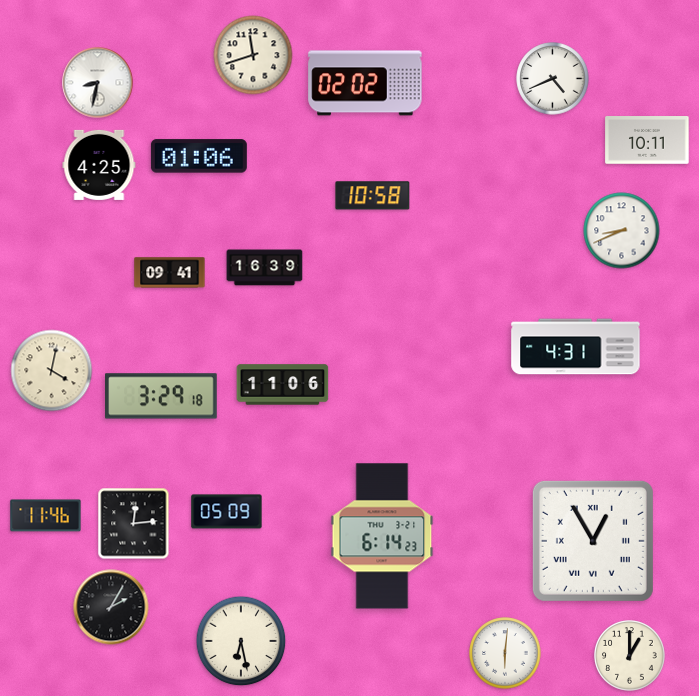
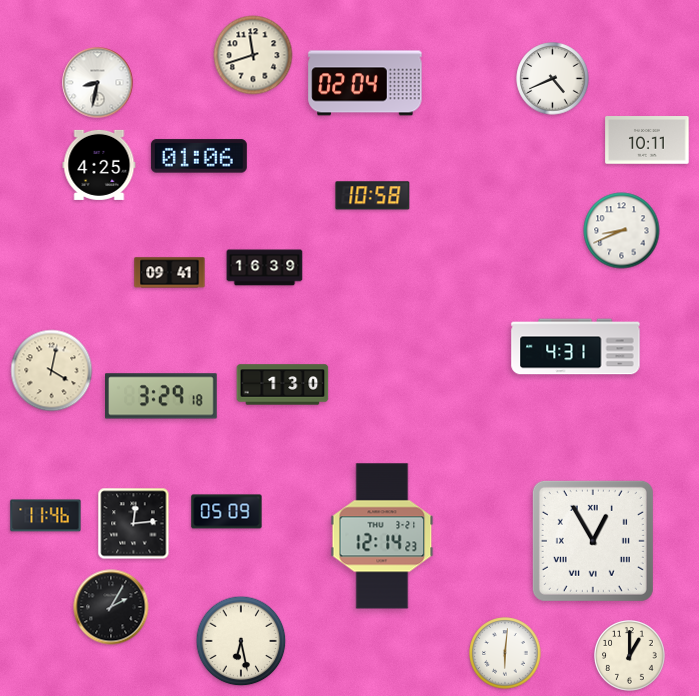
clock at (365, 83): 02:02 -> 02:04
clock at (283, 385): 11:06 -> 1:30
clock at (382, 536): 6:14 -> 12:14
